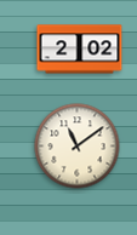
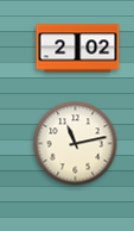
clock at (78, 147): 11:09 -> 11:13
